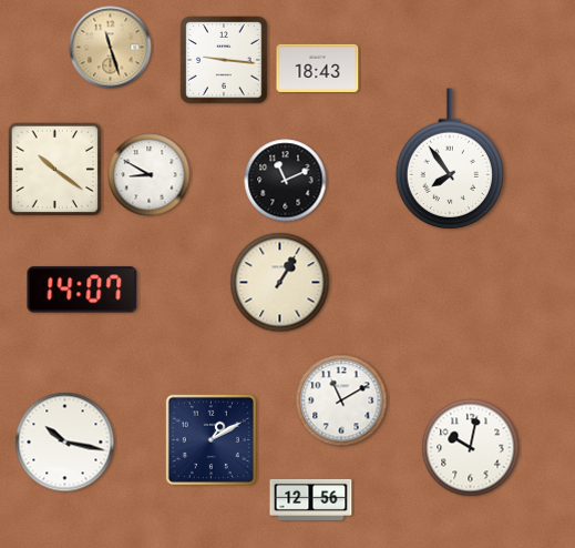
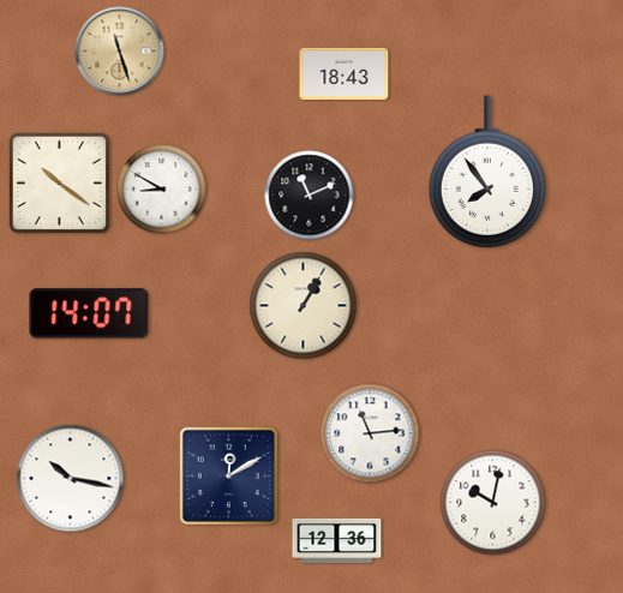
clock at (224, 60): 9:16 -> none
clock at (341, 400): 11:10 -> 11:14
clock at (211, 439): 1:10 -> 12:10
clock at (471, 448) position: (471, 448) -> (493, 503)
clock at (311, 499): 12:56 -> 12:36
